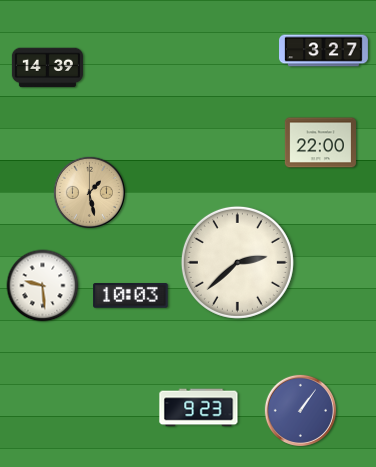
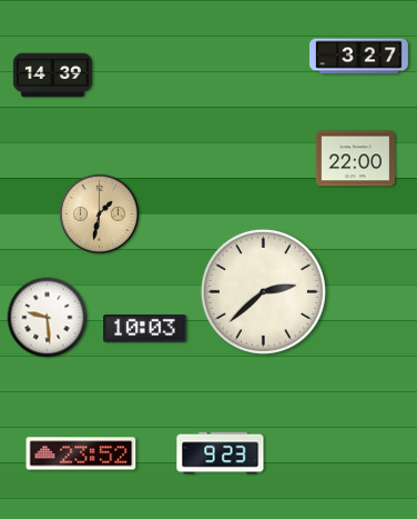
clock at (89, 192): 1:28 -> 1:32
clock at (81, 453): none -> 23:52
clock at (300, 410): 1:06 -> none
